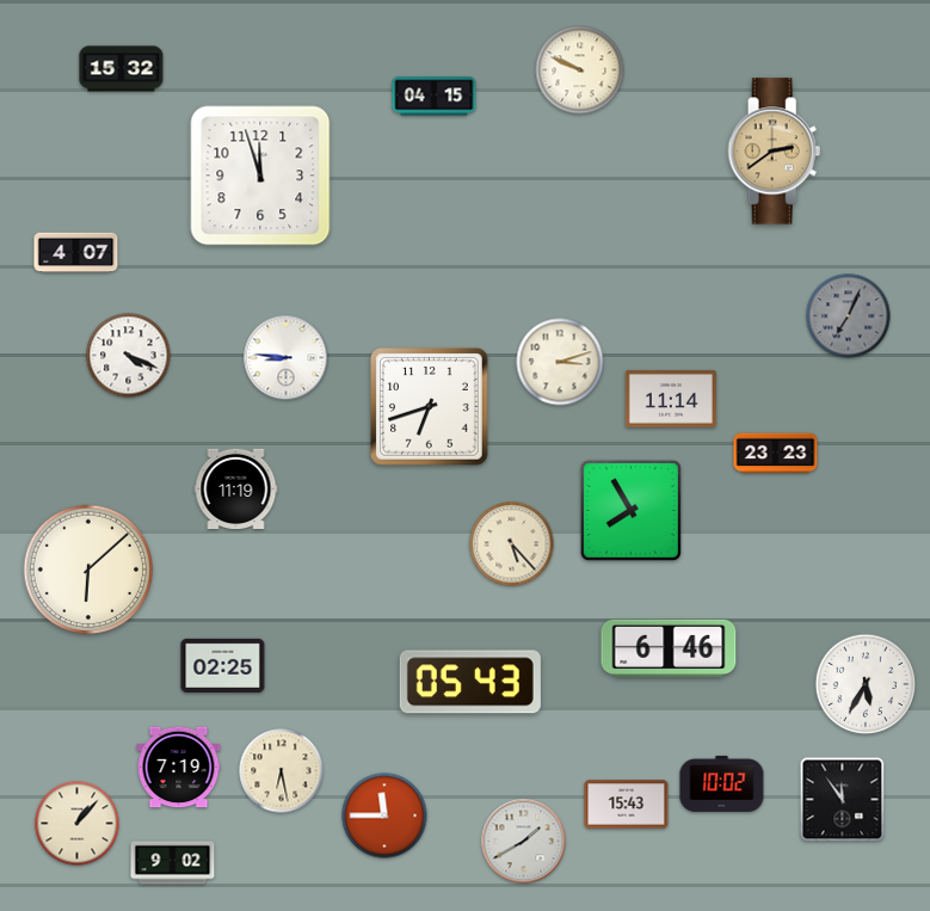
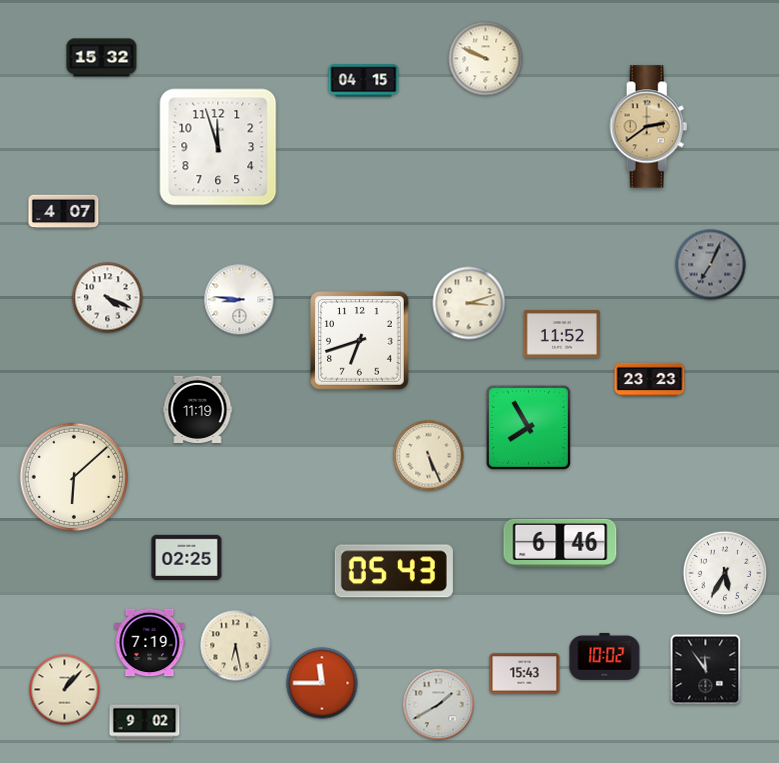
clock at (671, 399): 11:14 -> 11:52
clock at (512, 544): 5:23 -> 5:26
